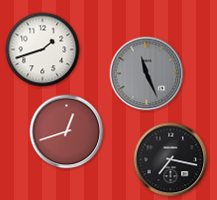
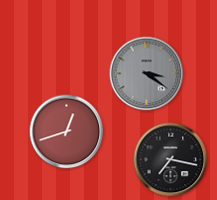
clock at (43, 50): 1:42 -> none
clock at (147, 74): 11:26 -> 3:21
